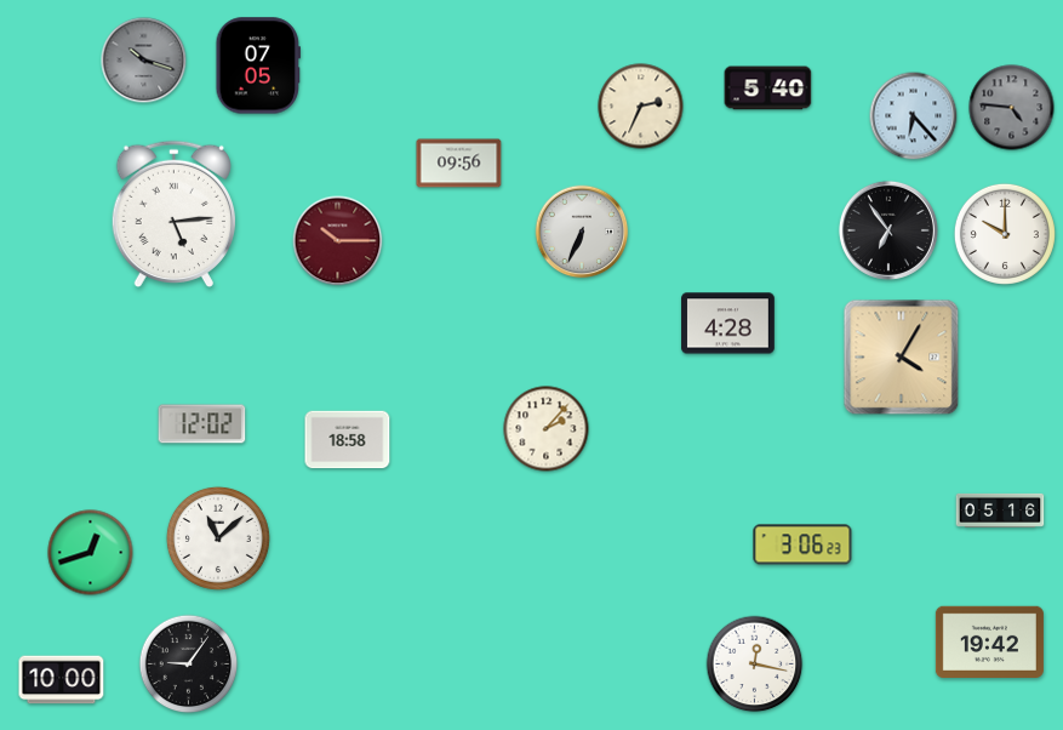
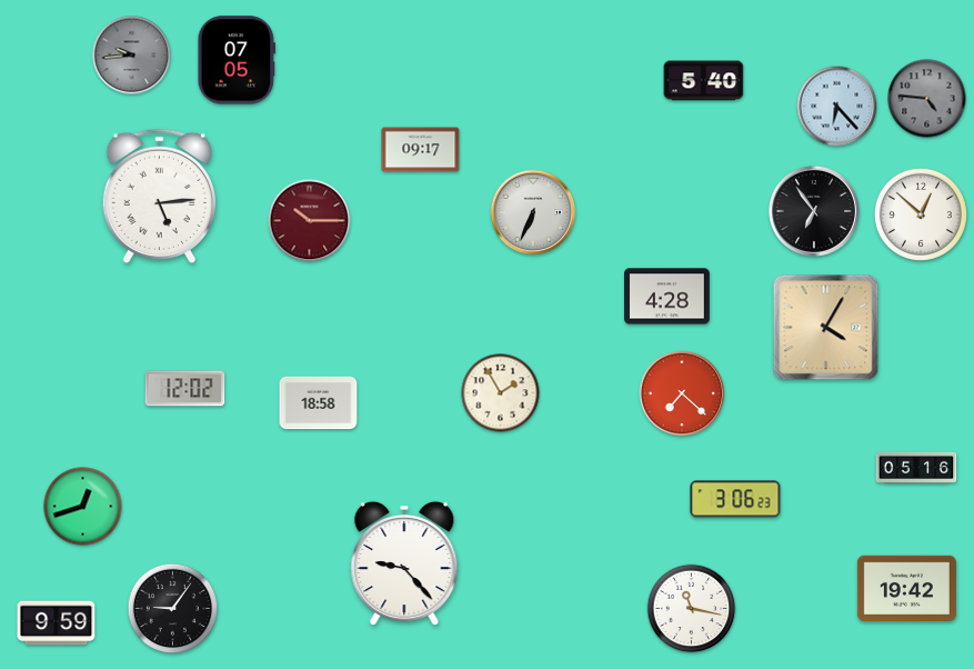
clock at (144, 61): 10:18 -> 9:44
clock at (641, 107): 2:34 -> none
clock at (459, 164): 09:56 -> 09:17
clock at (1005, 234): 10:00 -> 12:52
clock at (547, 429): 2:07 -> 1:55
clock at (682, 393): none -> 7:22
clock at (218, 538): 11:08 -> none
clock at (404, 563): none -> 9:23
clock at (755, 665): 12:17 -> 11:17
clock at (62, 680): 10:00 -> 9:59
